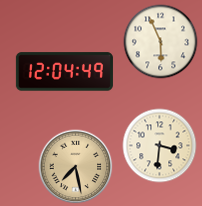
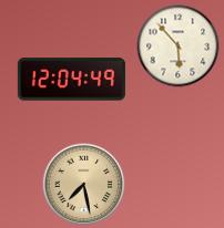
clock at (161, 42): 5:56 -> 5:53
clock at (160, 146): 3:31 -> none
